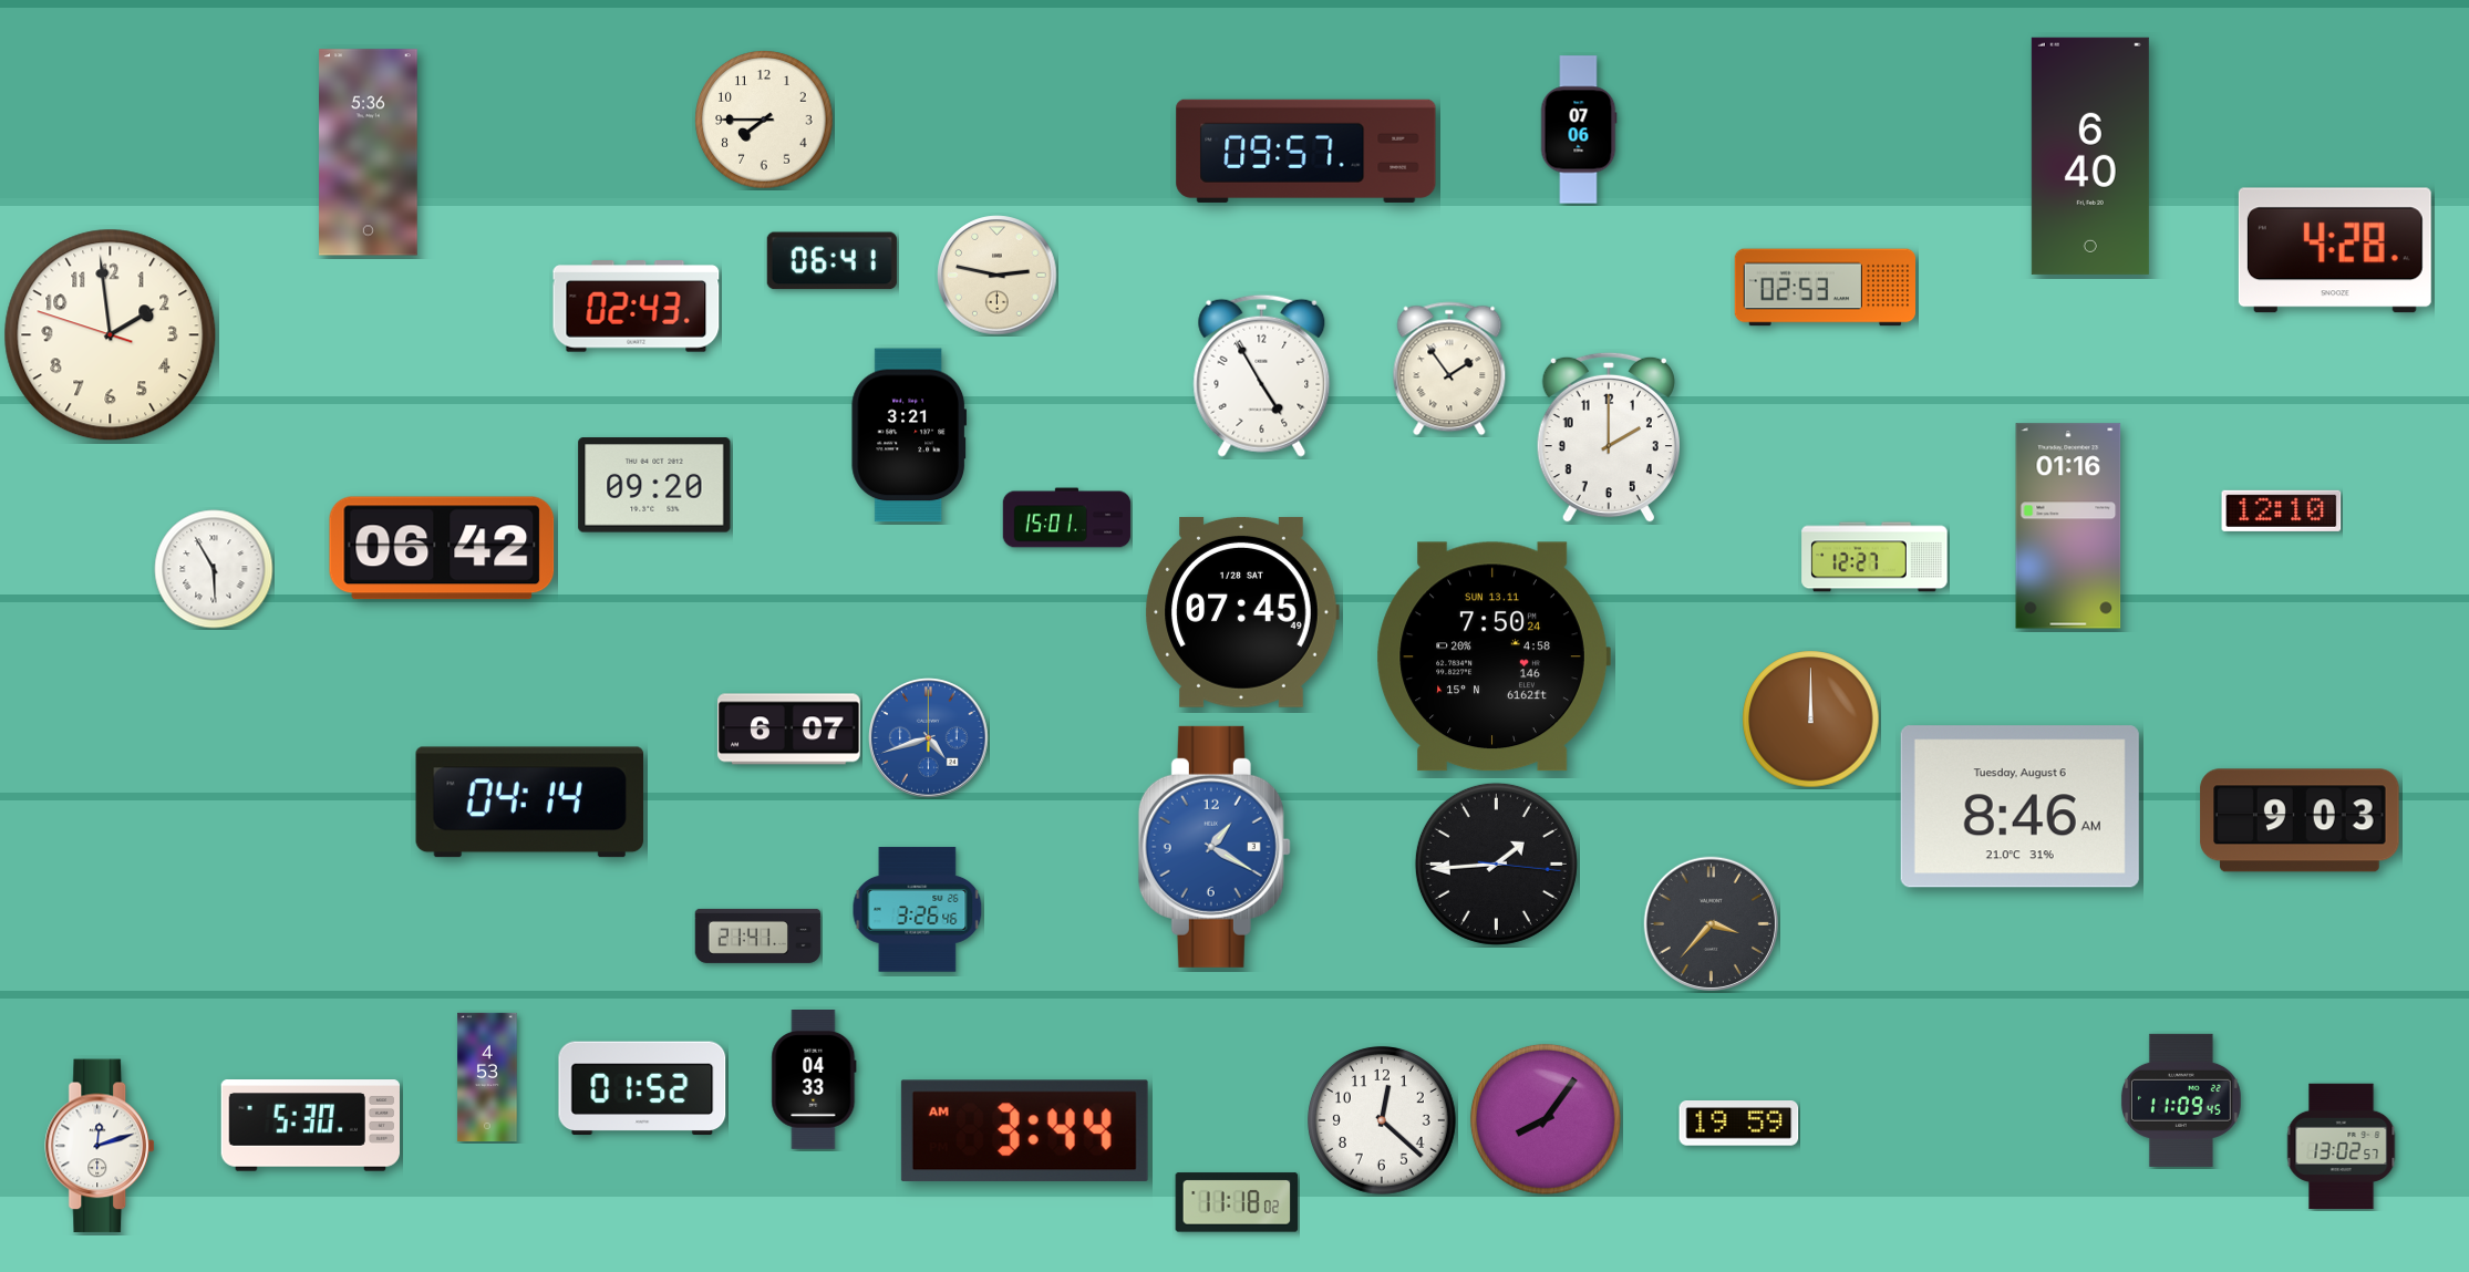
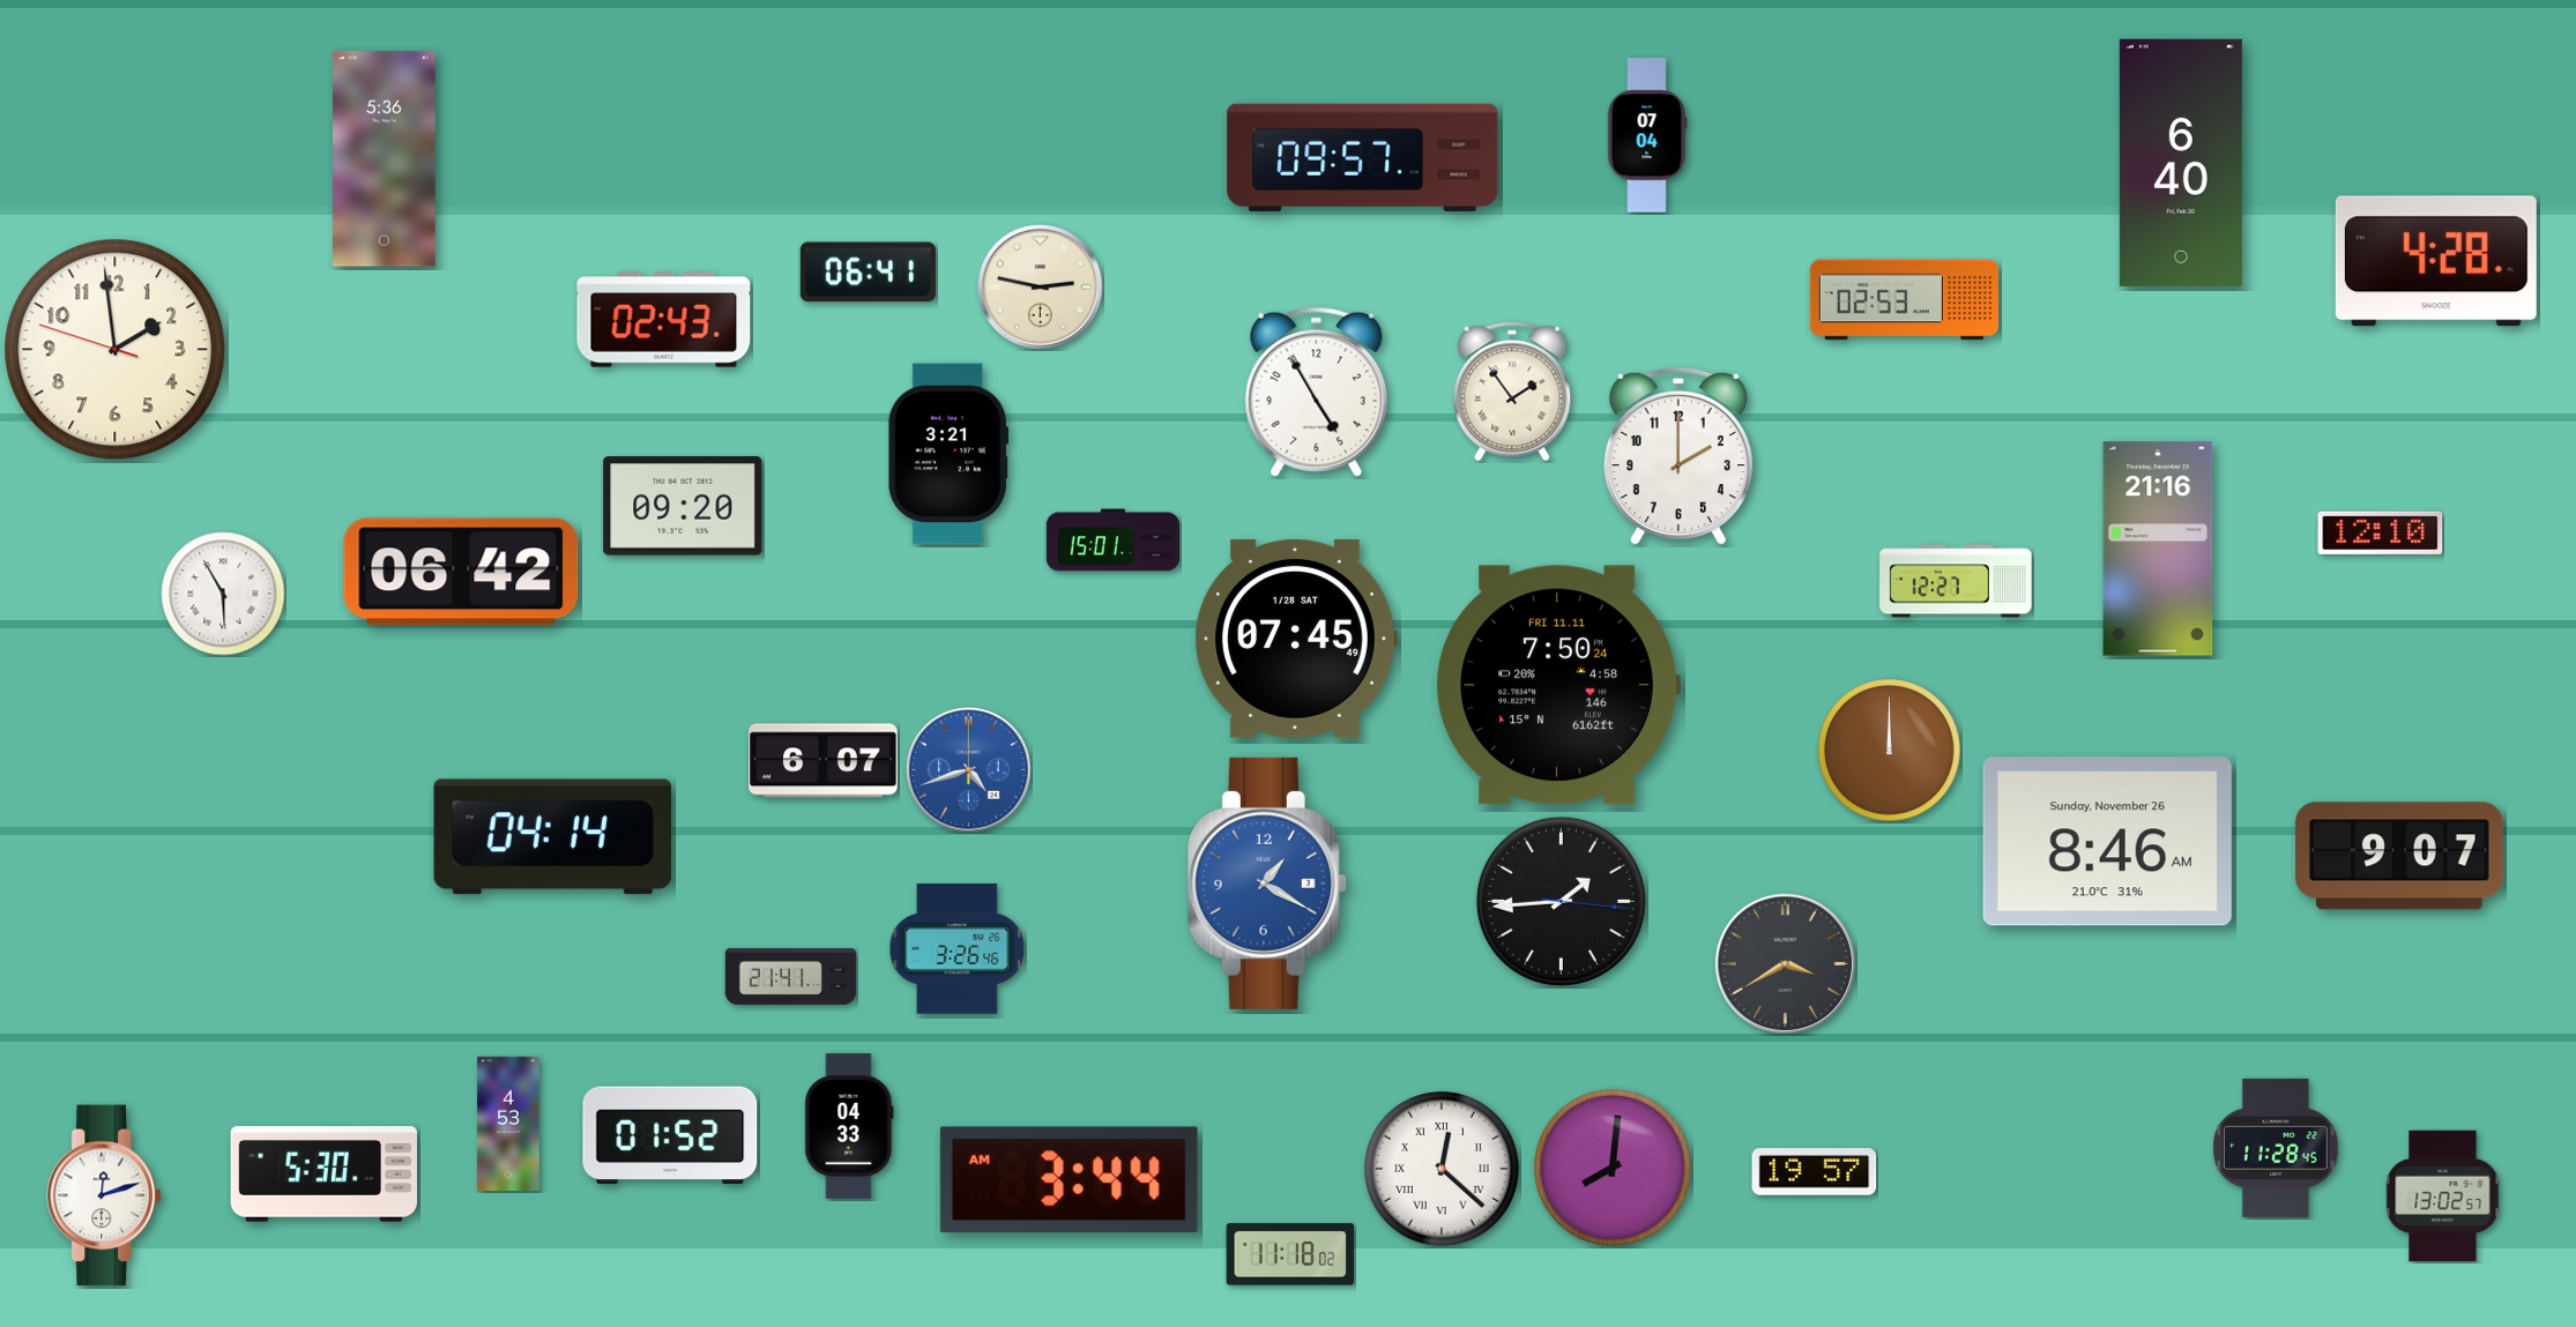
clock at (764, 120): 7:45 -> none
clock at (1579, 130): 07:06 -> 07:04
clock at (1449, 369) position: (1449, 369) -> (1512, 392)
clock at (2068, 526): 01:16 -> 21:16
clock at (1494, 656) date: SUN 13.11 -> FRI 11.11
clock at (2019, 807) date: Tuesday, August 6 -> Sunday, November 26
clock at (2300, 820): 9:03 -> 9:07
clock at (1711, 923): 3:37 -> 3:40
clock at (2181, 1100): 11:09 -> 11:28
clock at (1546, 1119): 8:06 -> 8:01
clock at (1382, 1120) numerals: Arabic -> Roman
clock at (1739, 1124): 19:59 -> 19:57
